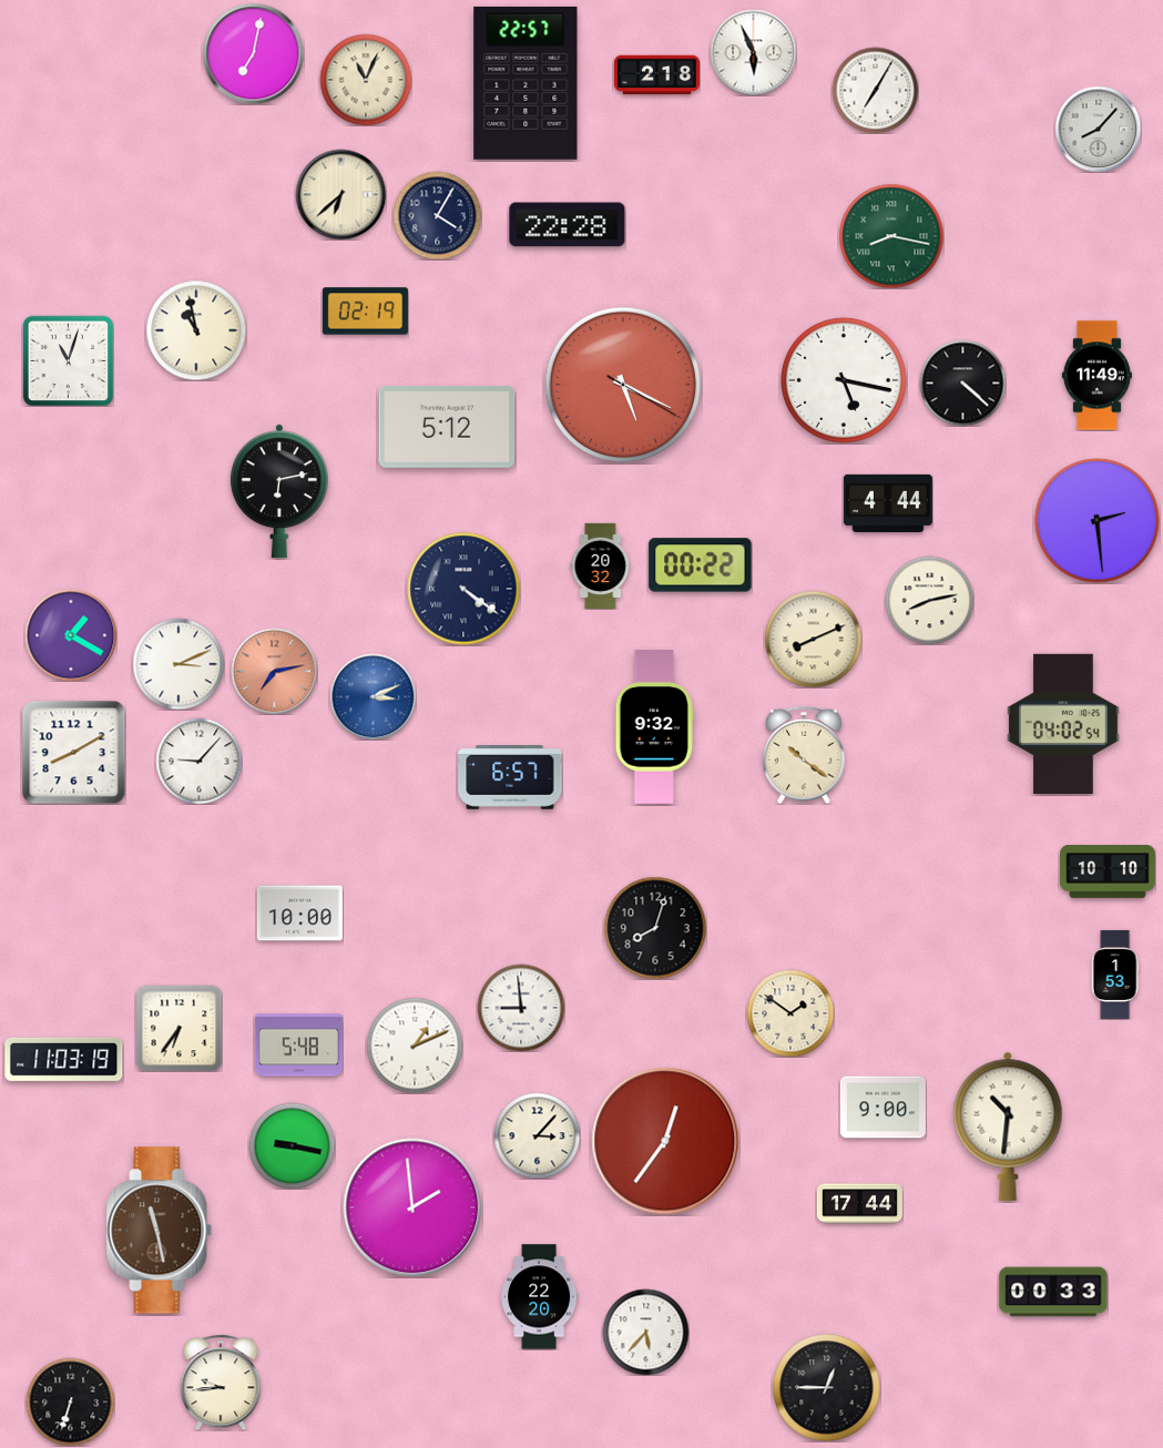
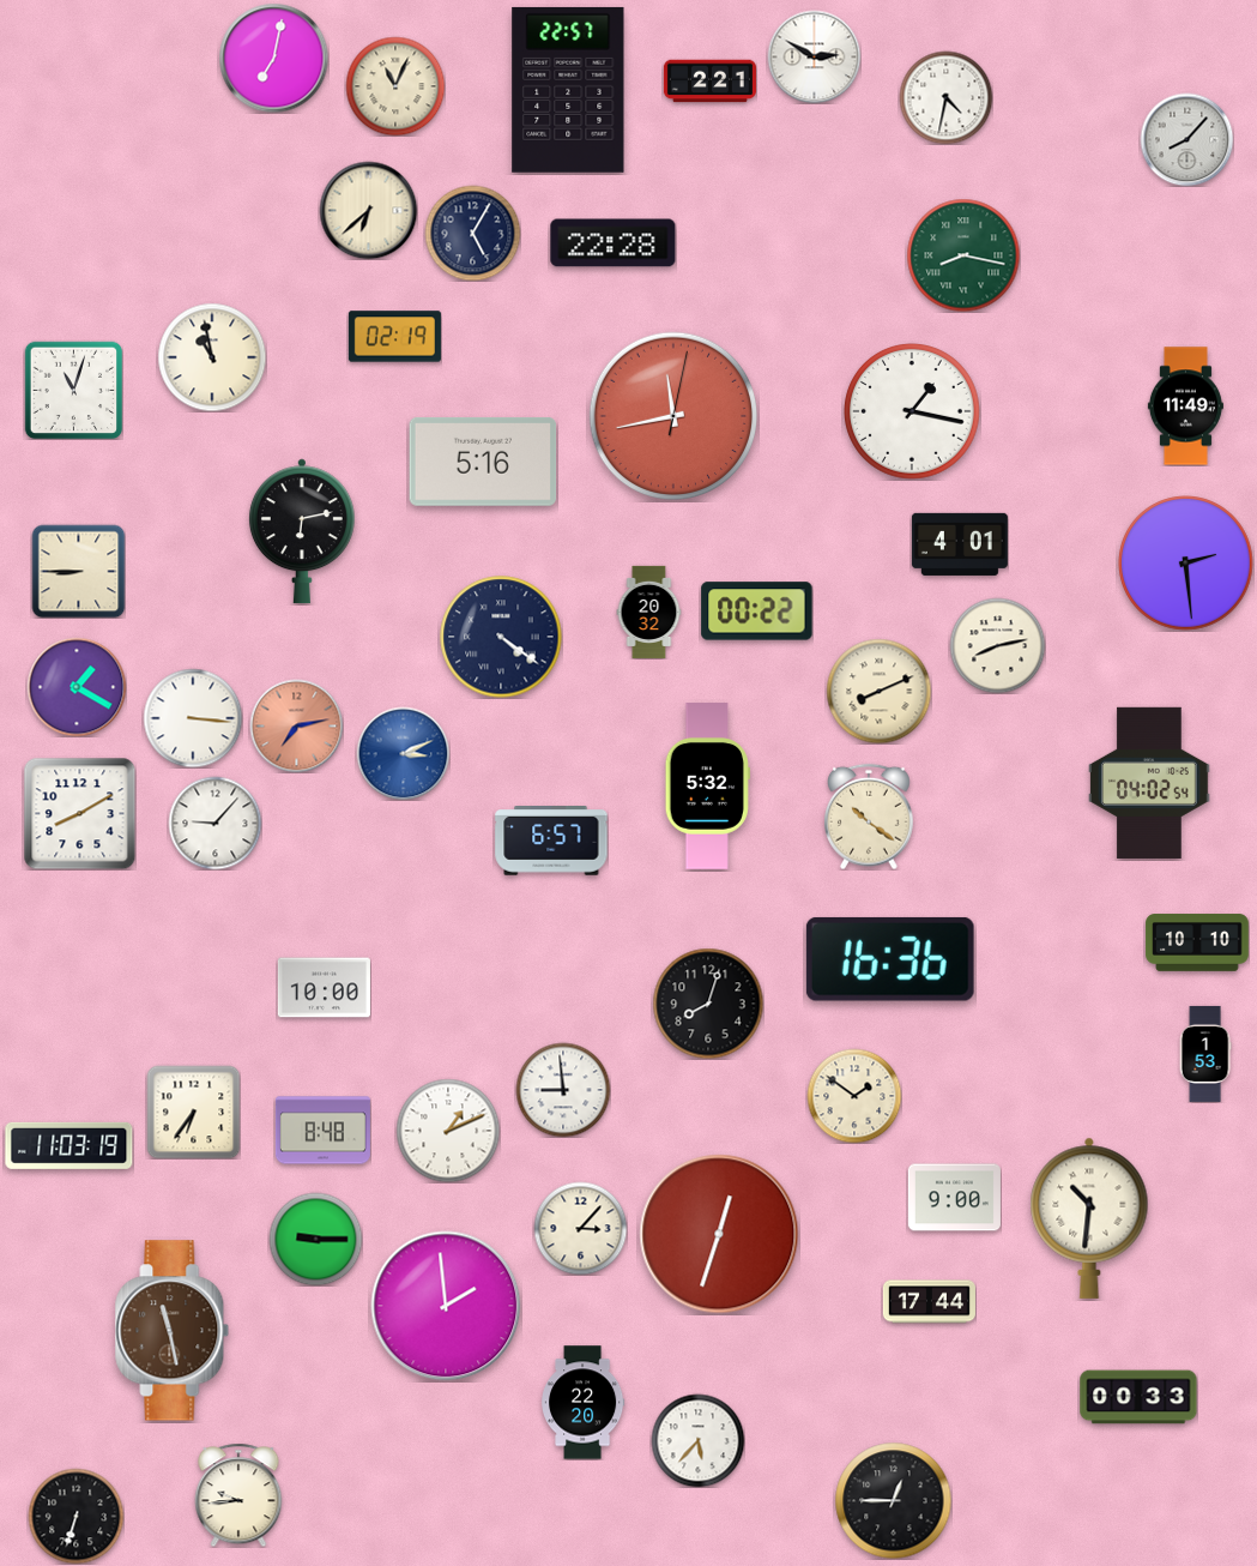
clock at (753, 52): 5:56 -> 2:50
clock at (656, 75): 2:18 -> 2:21
clock at (875, 90): 7:05 -> 4:32
clock at (437, 215): 4:05 -> 5:05
clock at (845, 381): 5:17 -> 1:17
clock at (962, 383): 4:22 -> none
clock at (623, 385): 5:19 -> 11:43
clock at (447, 427): 5:12 -> 5:16
clock at (888, 503): 4:44 -> 4:01
clock at (78, 571): none -> 8:45
clock at (929, 600) position: (929, 600) -> (997, 645)
clock at (178, 664): 3:11 -> 3:16
clock at (654, 727): 9:32 -> 5:32
clock at (890, 959): none -> 16:36
clock at (298, 1046): 5:48 -> 8:48
clock at (665, 1141): 12:36 -> 12:33
clock at (292, 1145): 9:17 -> 9:15
